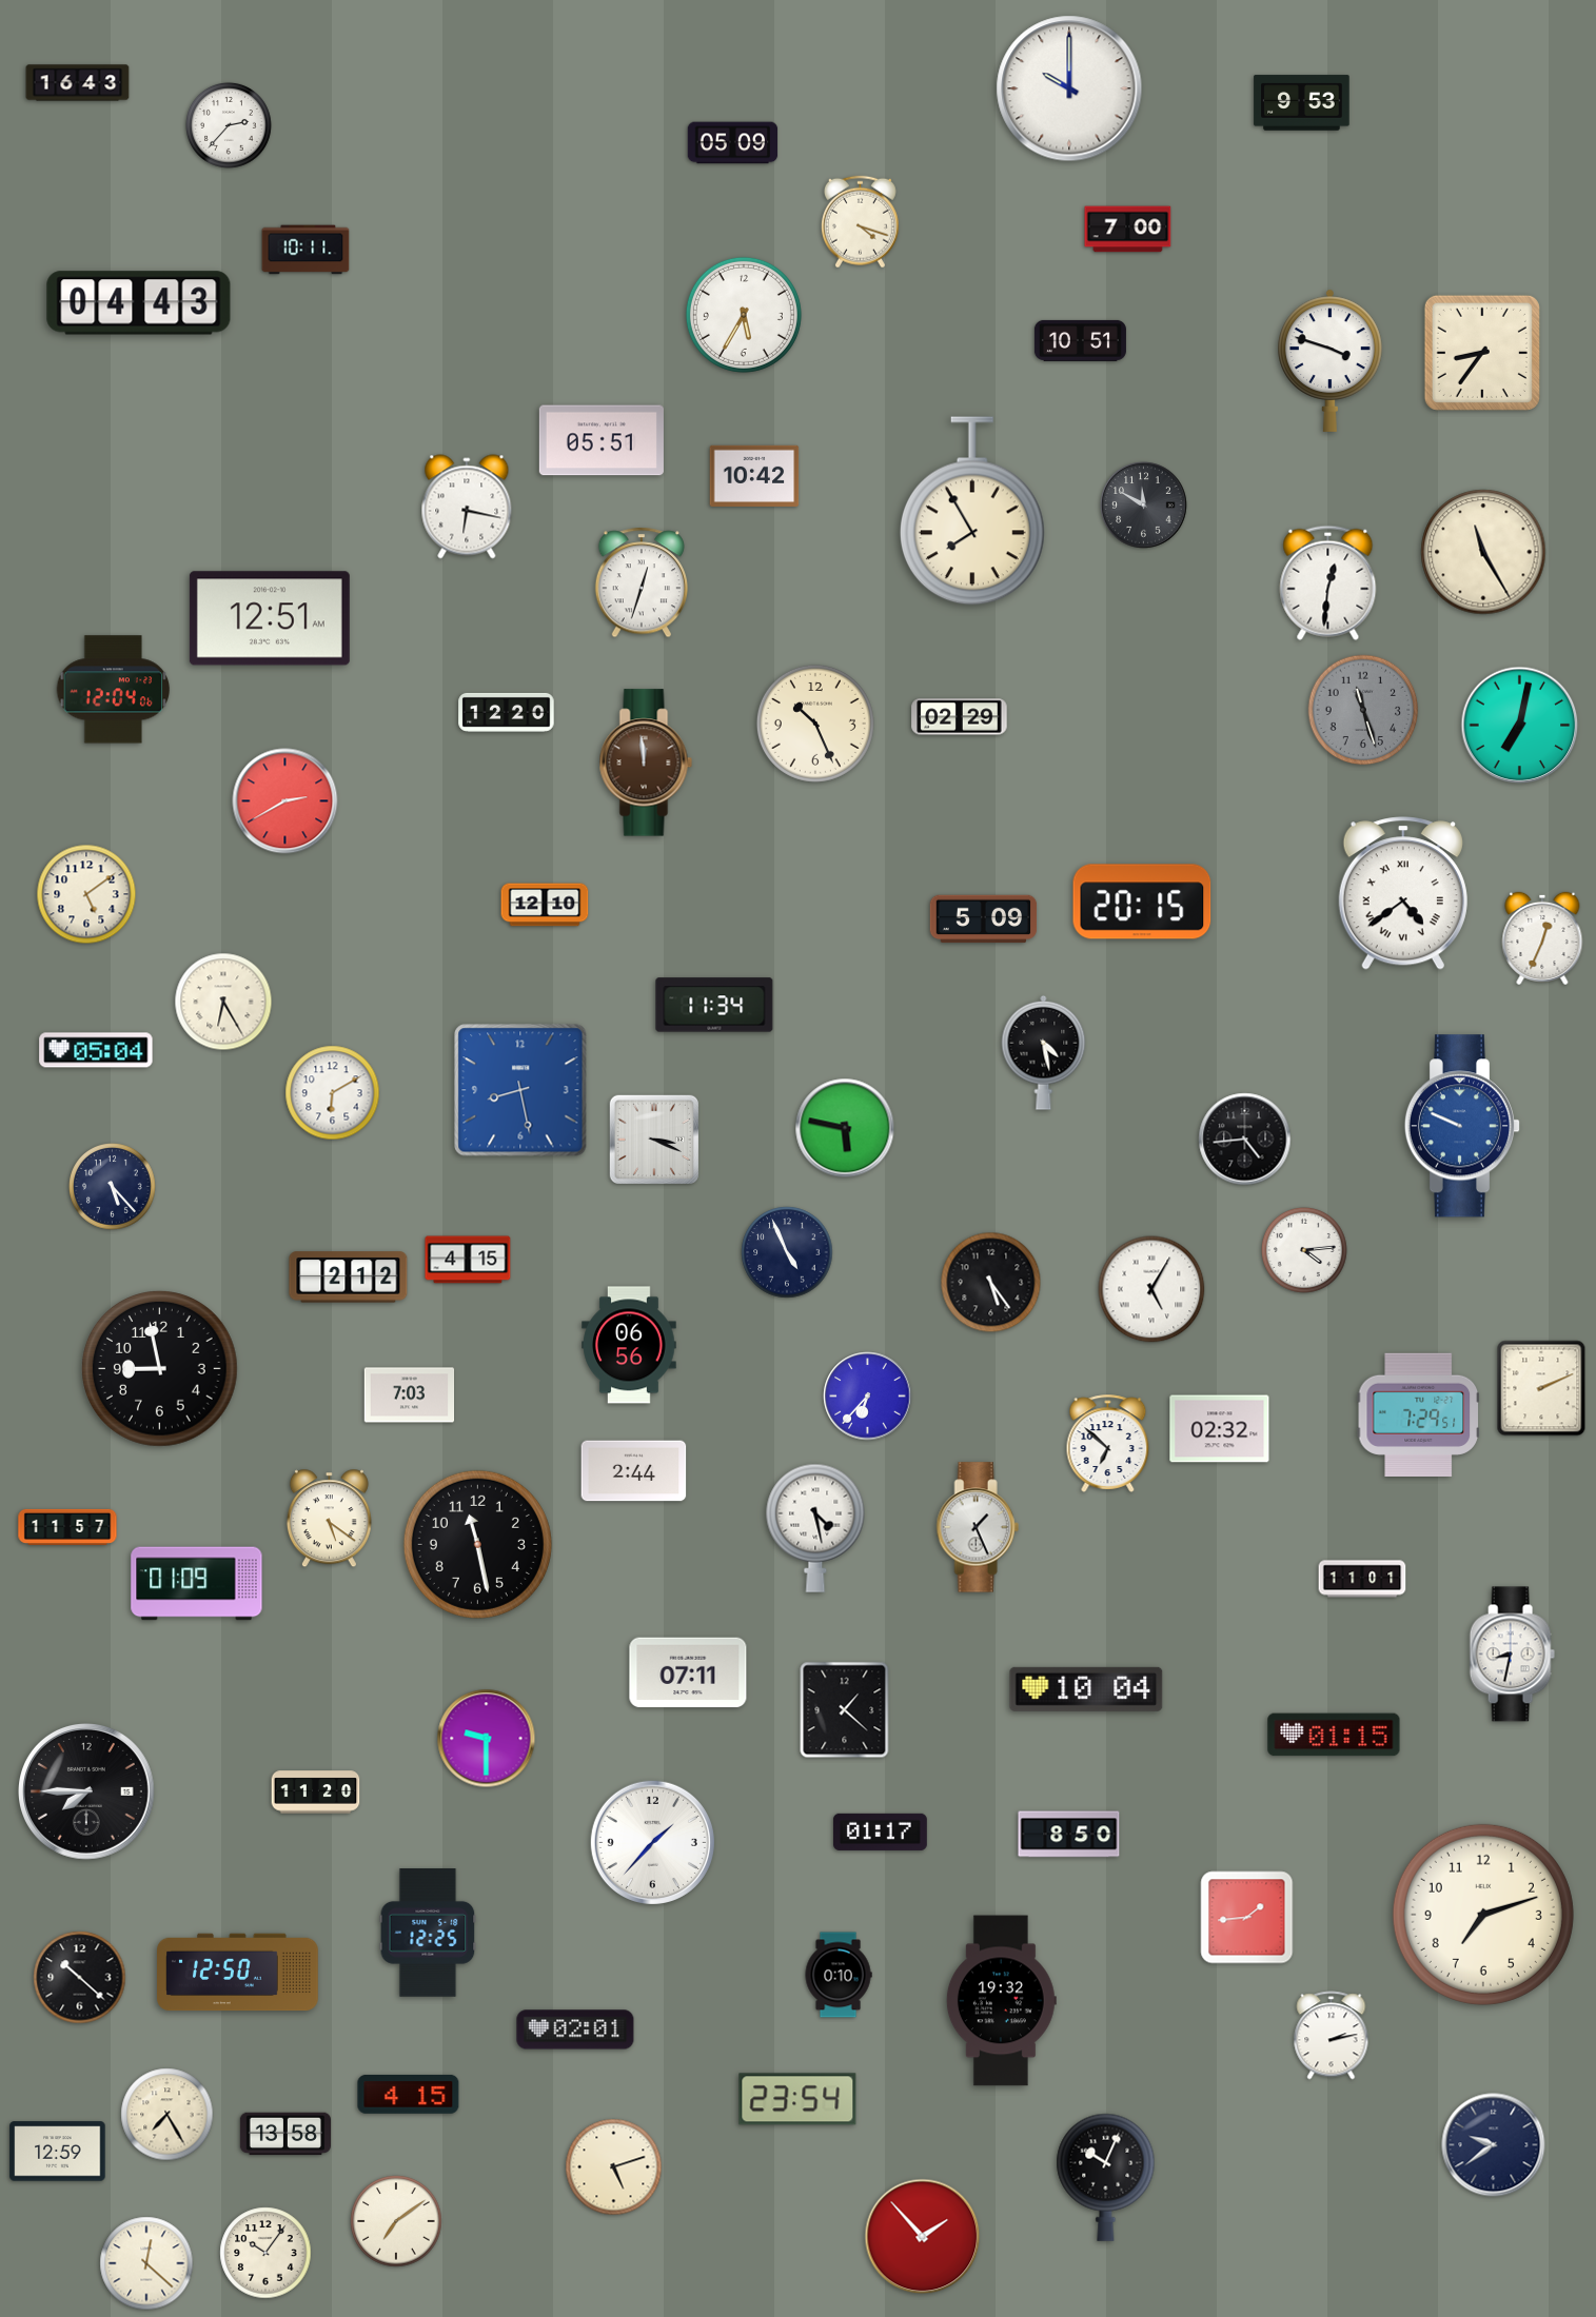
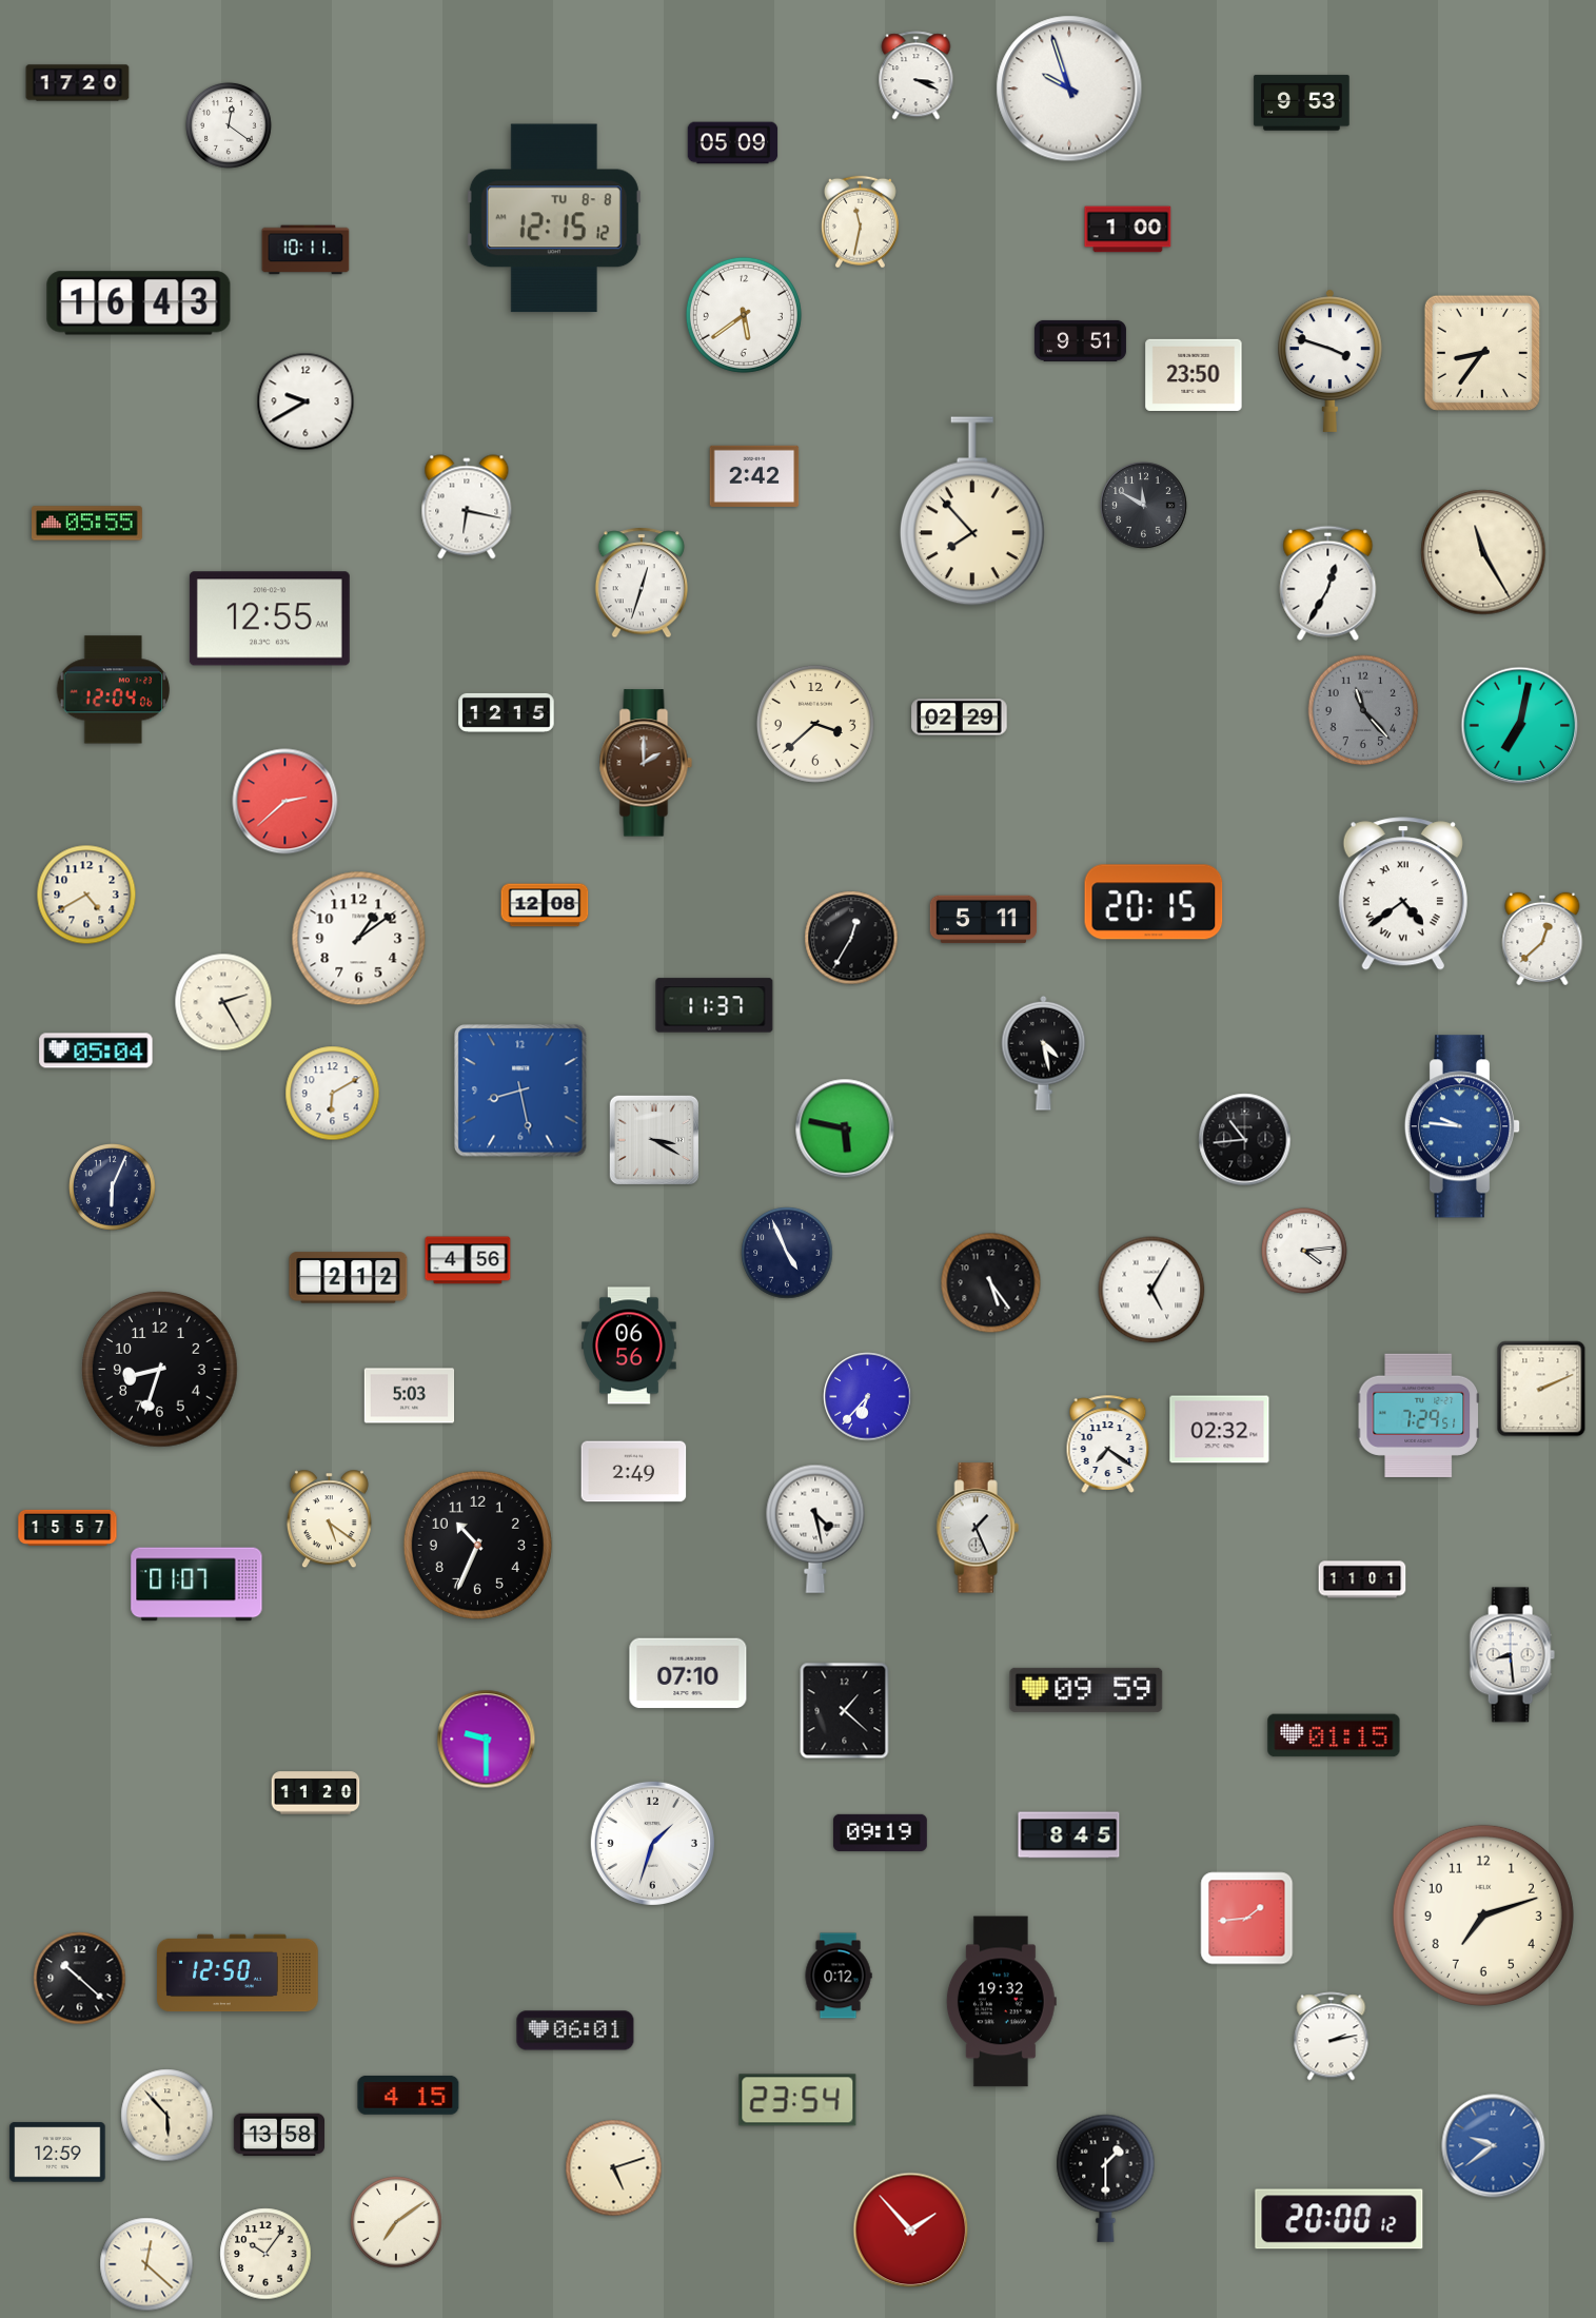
clock at (917, 76): none -> 3:19
clock at (78, 83): 16:43 -> 17:20
clock at (1069, 88): 10:00 -> 9:57
clock at (229, 125): 2:37 -> 12:21
clock at (554, 218): none -> 12:15
clock at (860, 222): 4:18 -> 11:32
clock at (1128, 230): 7:00 -> 1:00
clock at (139, 303): 04:43 -> 16:43
clock at (744, 315): 5:35 -> 5:39
clock at (1080, 340): 10:51 -> 9:51
clock at (1194, 375): none -> 23:50
clock at (306, 401): none -> 9:40
clock at (602, 440): 05:51 -> none
clock at (754, 476): 10:42 -> 2:42
clock at (972, 511): 7:55 -> 7:53
clock at (87, 524): none -> 05:55
clock at (1328, 582): 12:31 -> 12:35
clock at (270, 618): 12:51 -> 12:55
clock at (1363, 710): 11:27 -> 11:23
clock at (507, 712): 12:20 -> 12:15
clock at (815, 724): 10:26 -> 3:38
clock at (646, 763): 11:59 -> 2:00
clock at (285, 801): 2:40 -> 2:38
clock at (86, 894): 5:09 -> 4:40
clock at (1142, 902) position: (1142, 902) -> (1154, 902)
clock at (545, 905): 12:10 -> 12:08
clock at (984, 919): 5:09 -> 5:11
clock at (851, 938): none -> 12:35
clock at (359, 939): none -> 1:09
clock at (1542, 938): 12:34 -> 12:38
clock at (223, 1002): 6:25 -> 2:25
clock at (714, 1005): 11:34 -> 11:37
clock at (1462, 1126): 9:49 -> 9:46
clock at (653, 1138): 3:19 -> 3:20
clock at (1245, 1140): 4:44 -> 10:44
clock at (113, 1187): 5:23 -> 6:04
clock at (468, 1260): 4:15 -> 4:56
clock at (160, 1369): 8:58 -> 8:33
clock at (410, 1395): 7:03 -> 5:03
clock at (1108, 1443): 6:52 -> 7:21
clock at (634, 1471): 2:44 -> 2:49
clock at (67, 1527): 11:57 -> 15:57
clock at (477, 1544): 11:28 -> 10:34
clock at (197, 1584): 01:09 -> 01:07
clock at (1512, 1655): 8:32 -> 8:29
clock at (688, 1672): 07:11 -> 07:10
clock at (1086, 1689): 10:04 -> 09:59
clock at (87, 1793): 7:45 -> none
clock at (880, 1831): 01:17 -> 09:19
clock at (1069, 1835): 8:50 -> 8:45
clock at (652, 1842): 1:37 -> 1:33
clock at (428, 1933): 12:25 -> none
clock at (839, 1975): 0:10 -> 0:12
clock at (575, 2029): 02:01 -> 06:01
clock at (168, 2115): 7:25 -> 5:53
clock at (284, 2134) position: (284, 2134) -> (278, 2135)
clock at (1494, 2145) dial: navy -> blue
clock at (1106, 2177): 10:04 -> 1:30
clock at (1339, 2219): none -> 20:00
clock at (923, 2237) position: (923, 2237) -> (911, 2231)
